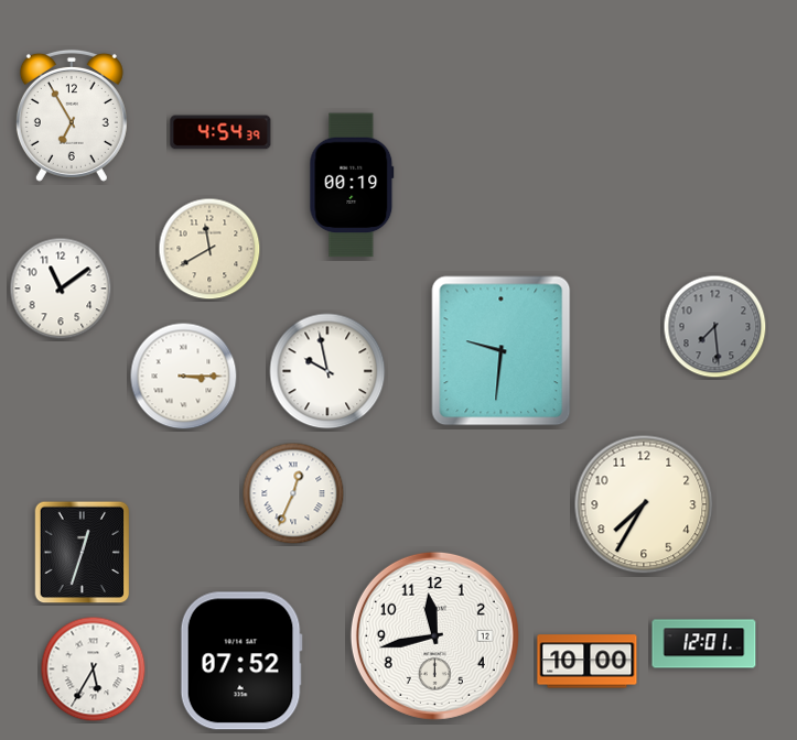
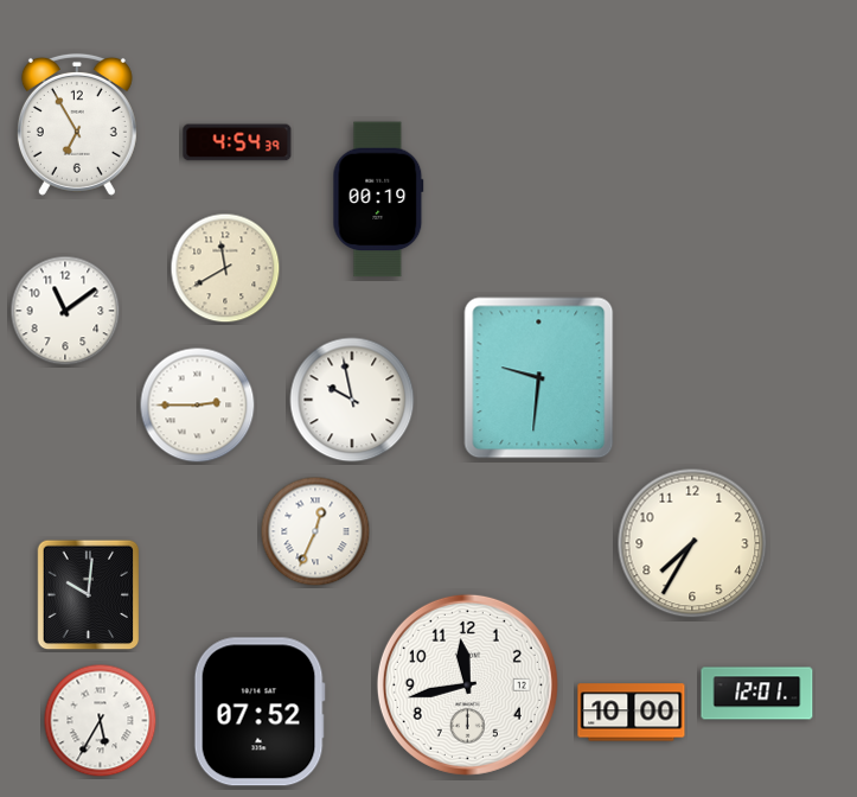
clock at (715, 327): 7:29 -> none
clock at (184, 377): 3:15 -> 2:45
clock at (83, 553): 12:33 -> 10:01
